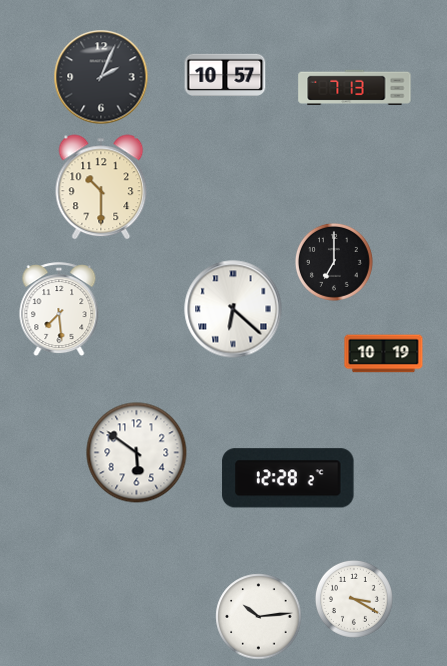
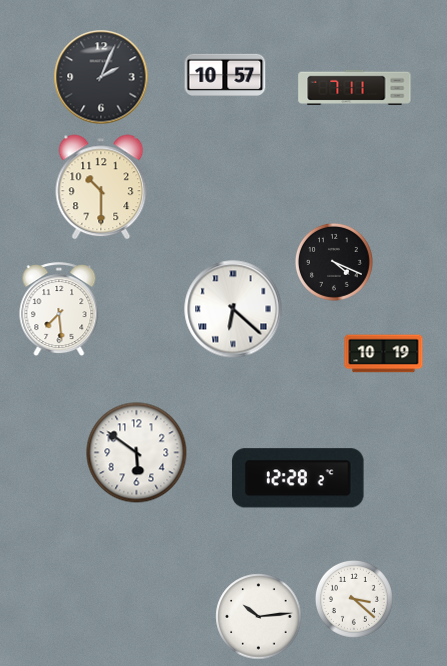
clock at (355, 87): 7:13 -> 7:11
clock at (334, 262): 7:00 -> 4:19
clock at (288, 478) position: (288, 478) -> (298, 478)
clock at (354, 599): 3:20 -> 3:22
